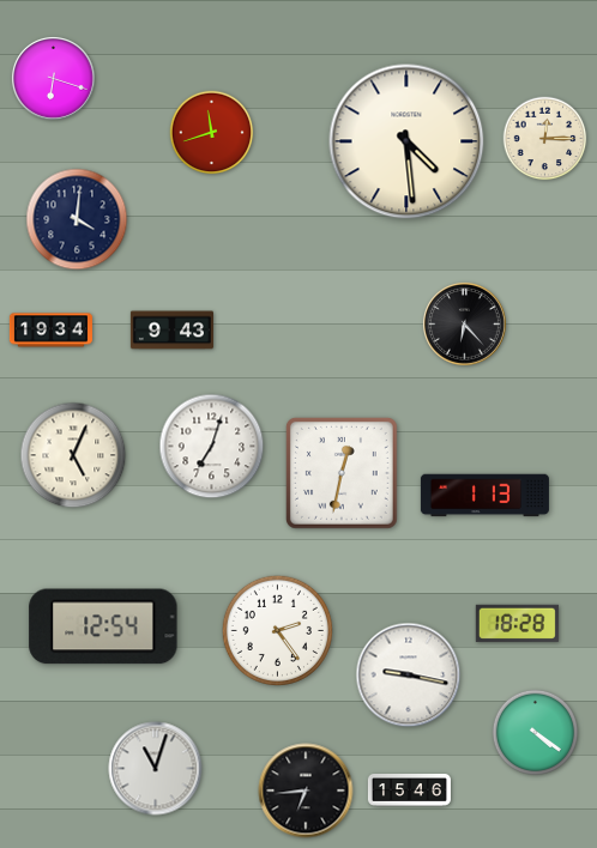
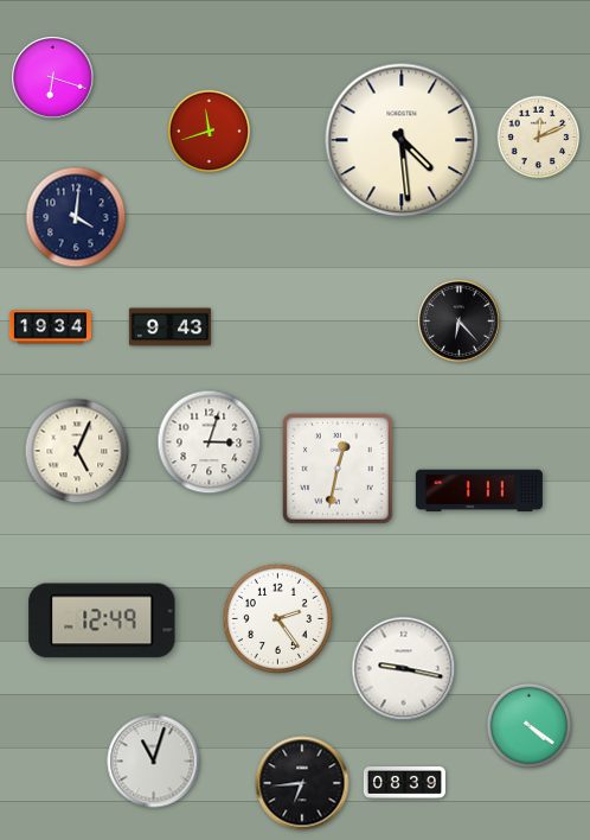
clock at (545, 139): 12:15 -> 12:11
clock at (212, 447): 7:03 -> 3:03
clock at (73, 455) position: (73, 455) -> (77, 451)
clock at (484, 496): 1:13 -> 1:11
clock at (517, 623): 18:28 -> none
clock at (103, 626): 12:54 -> 12:49
clock at (277, 630) position: (277, 630) -> (277, 618)
clock at (409, 791): 15:46 -> 08:39
